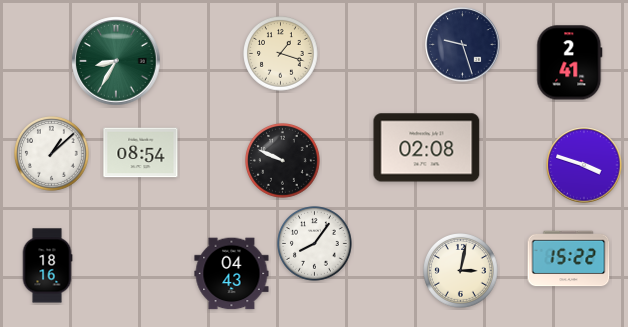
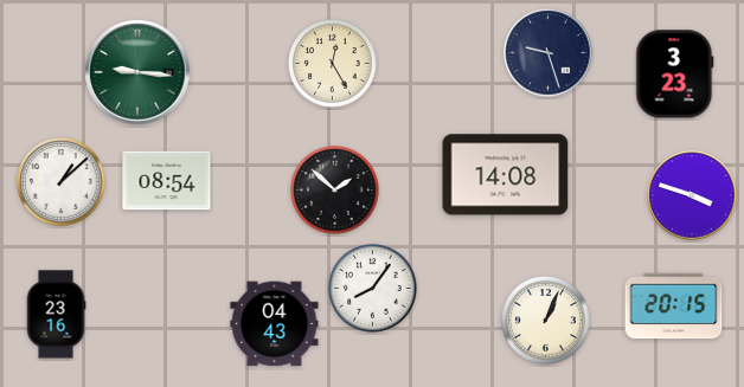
clock at (281, 54): 1:18 -> 12:25
clock at (116, 61): 8:35 -> 9:16
clock at (570, 63): 2:41 -> 3:23
clock at (427, 148): 02:08 -> 14:08
clock at (283, 161): 9:49 -> 1:52
clock at (569, 259): 15:22 -> 20:15
clock at (47, 266): 18:16 -> 23:16
clock at (461, 271): 3:02 -> 1:04
